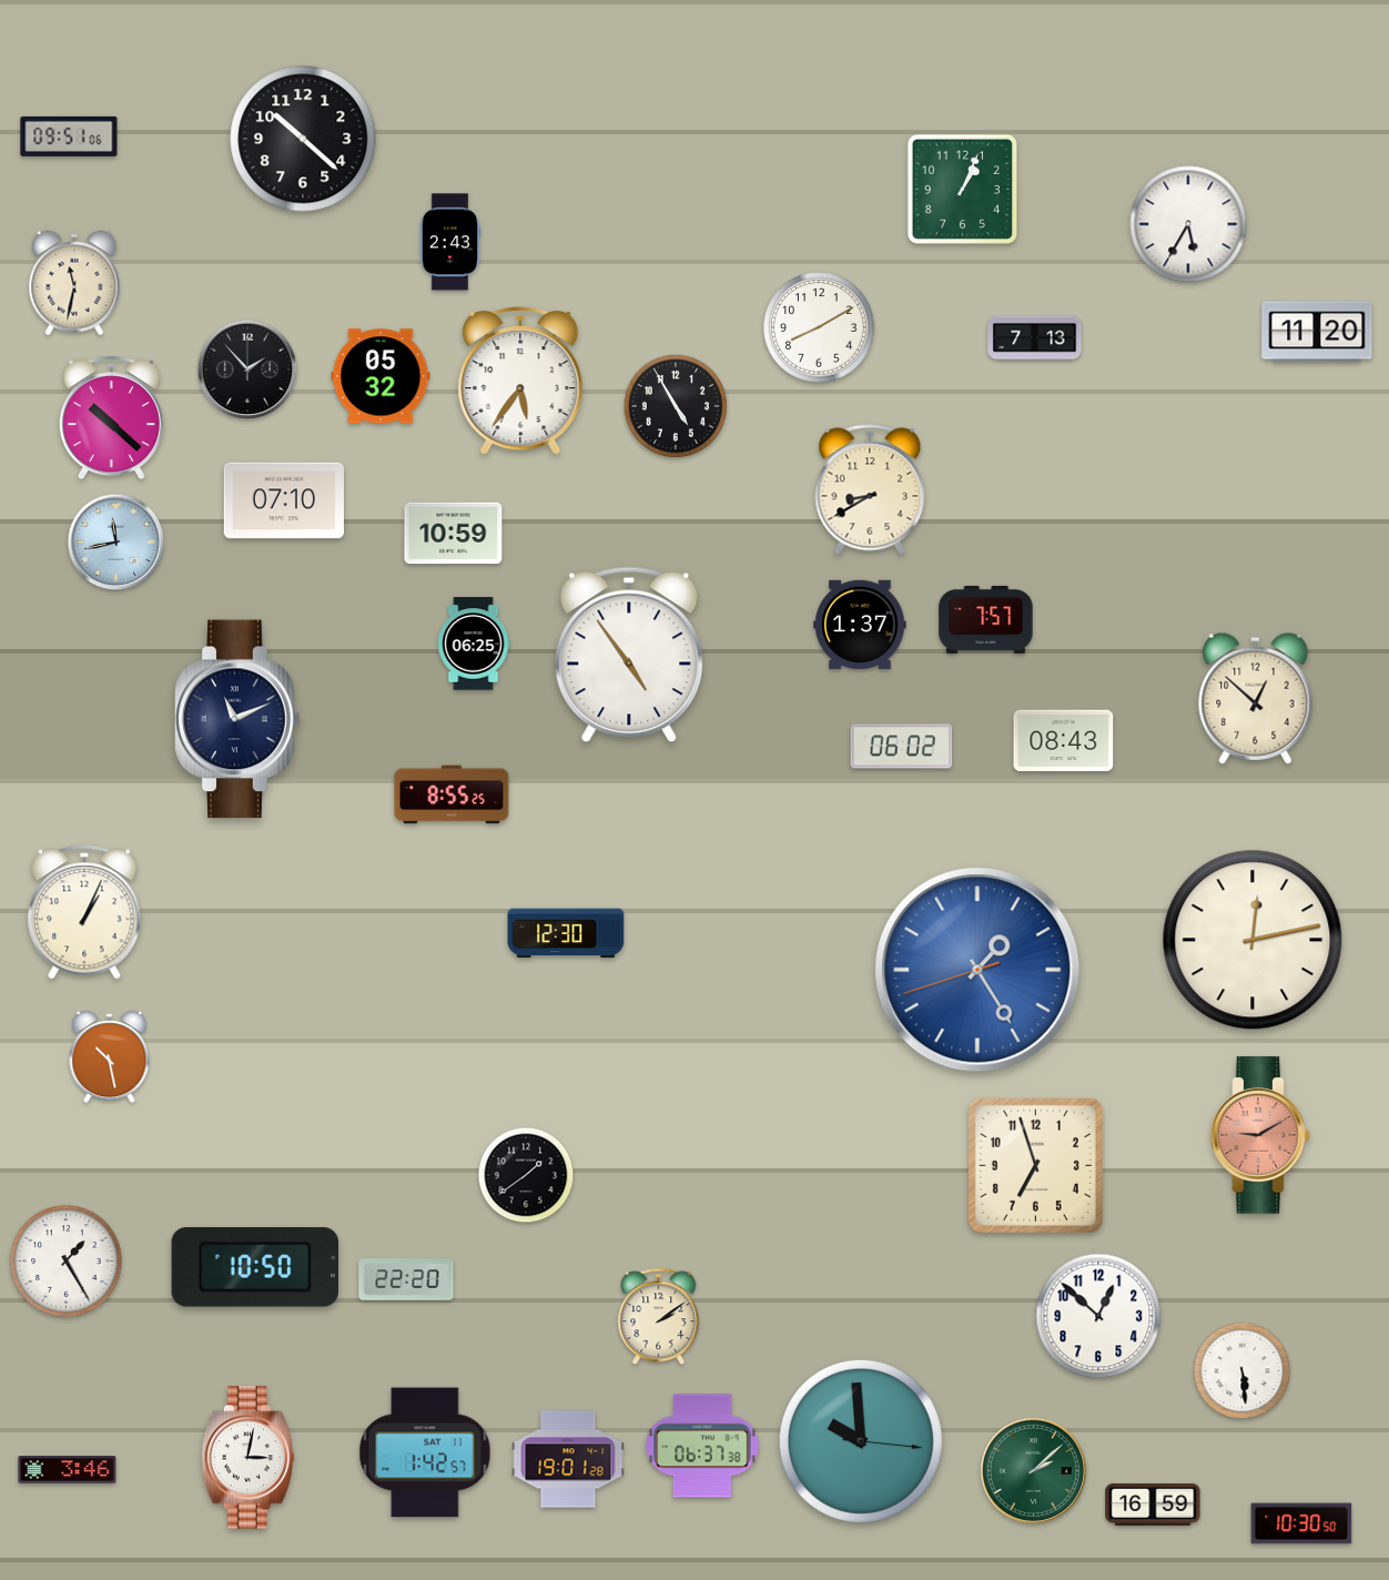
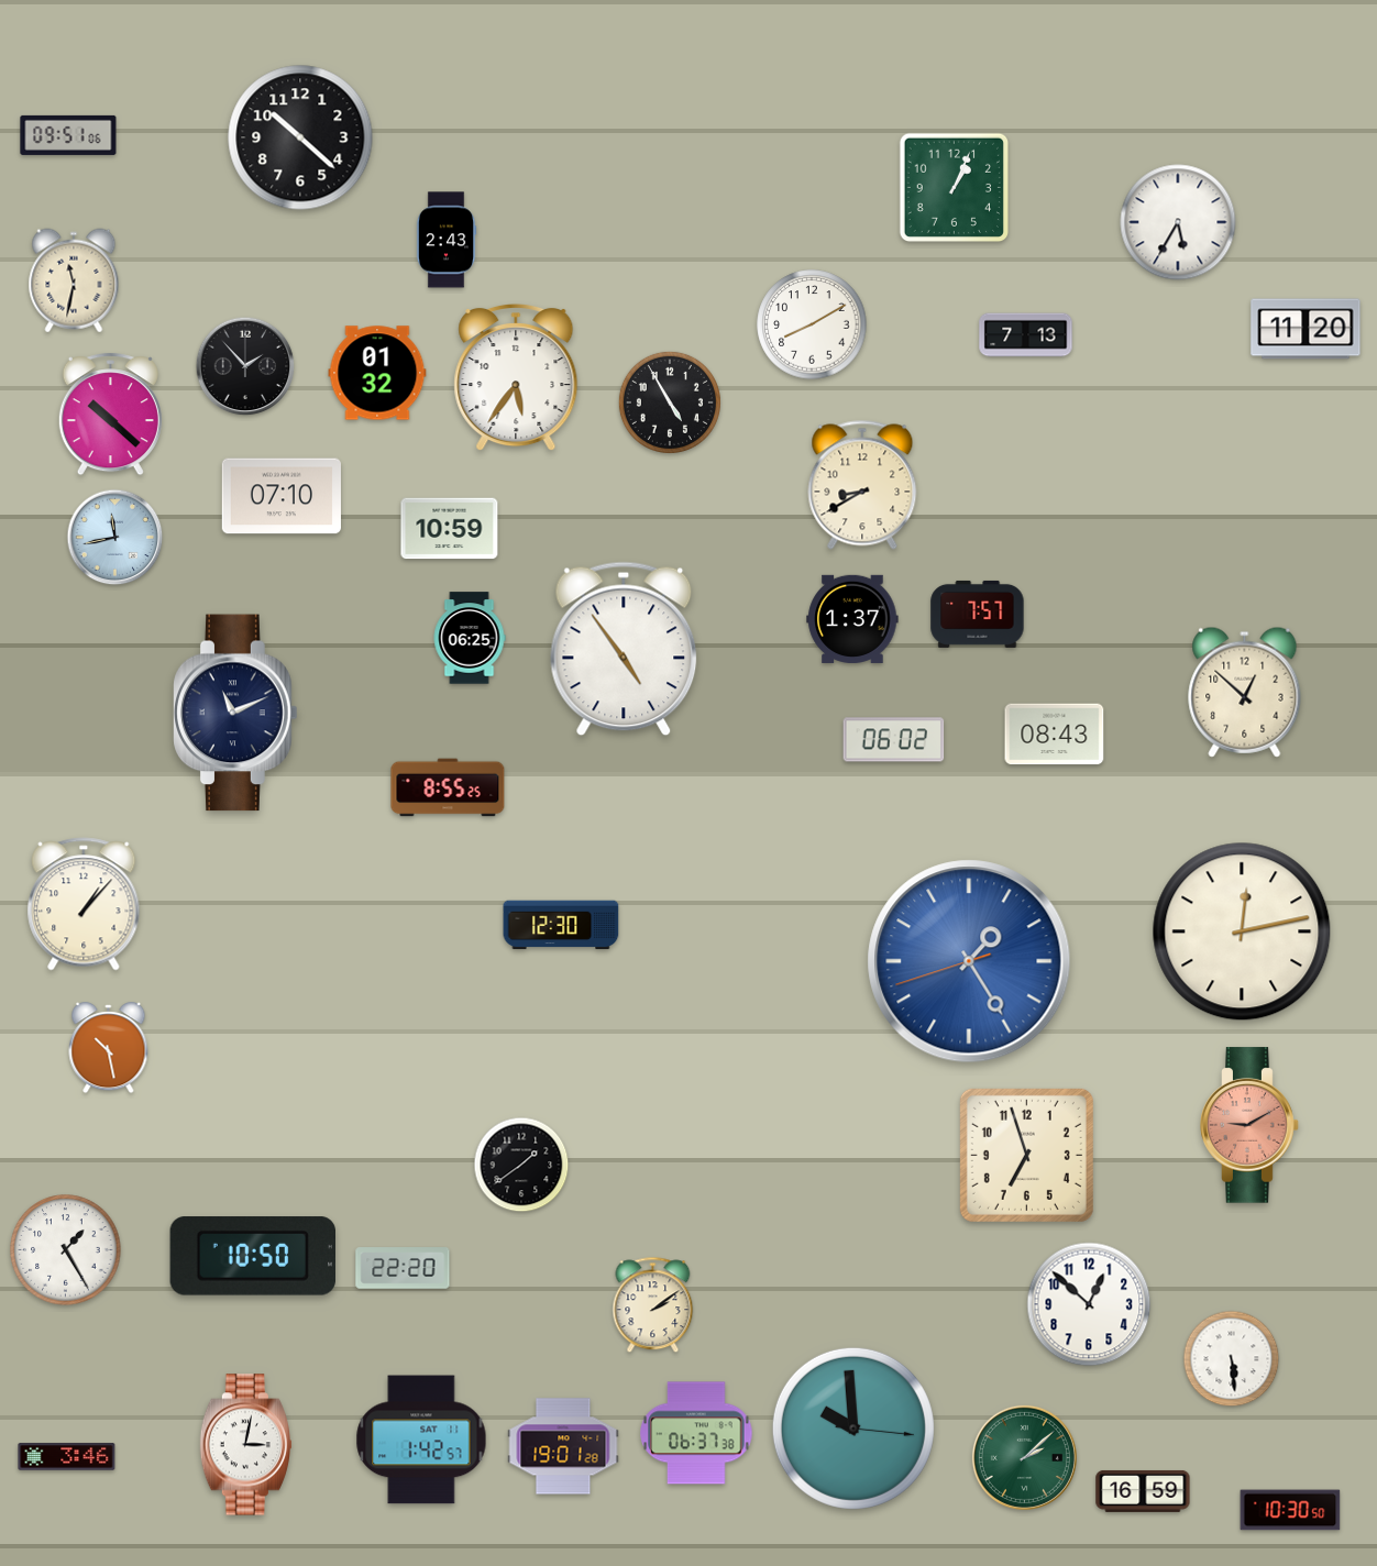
clock at (381, 376): 05:32 -> 01:32
clock at (84, 912): 1:04 -> 1:07
